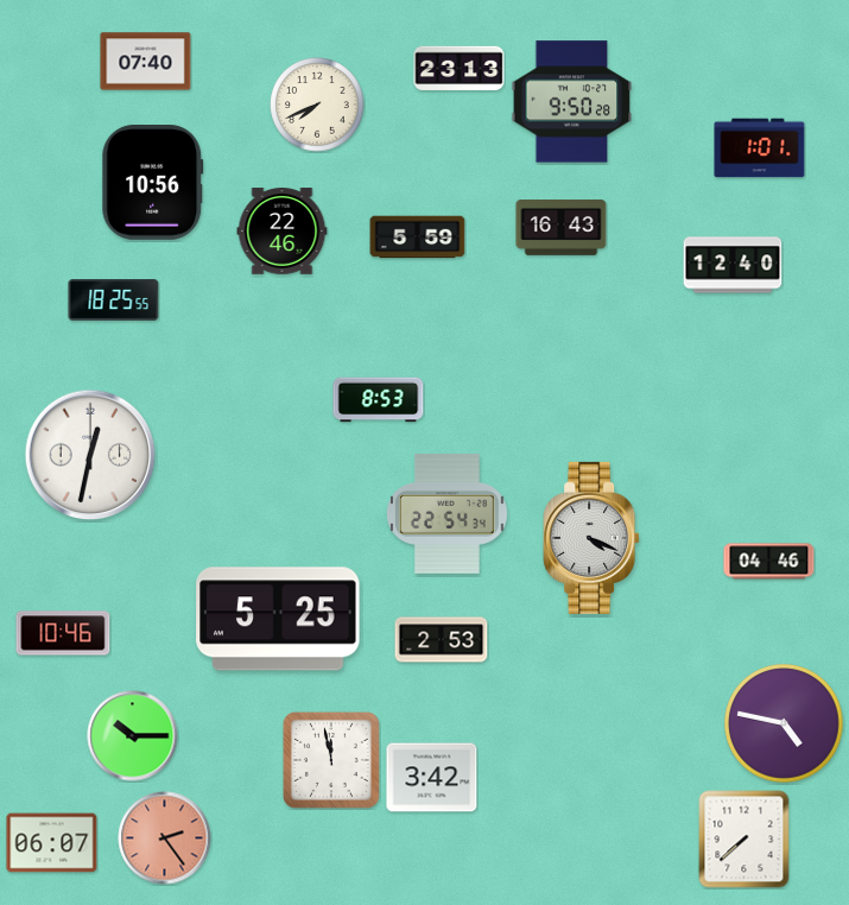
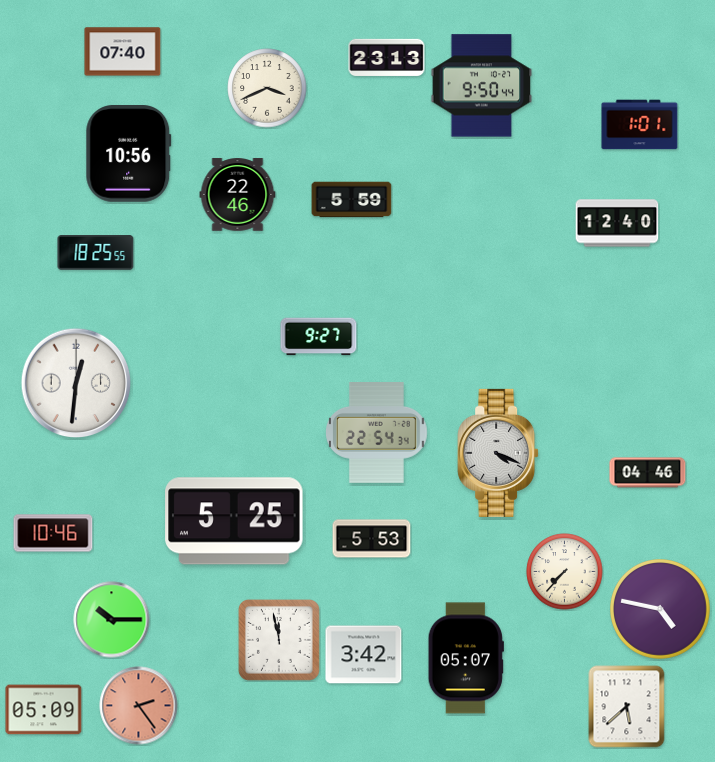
clock at (572, 102): 9:50:28 -> 9:50:44
clock at (317, 105): 7:41 -> 3:41
clock at (562, 228): 16:43 -> none
clock at (379, 400): 8:53 -> 9:27
clock at (90, 455): 12:32 -> 12:31
clock at (442, 640): 2:53 -> 5:53
clock at (565, 572): none -> 7:37
clock at (466, 658): none -> 05:07
clock at (745, 840): 7:38 -> 5:38
clock at (52, 843): 06:07 -> 05:09
